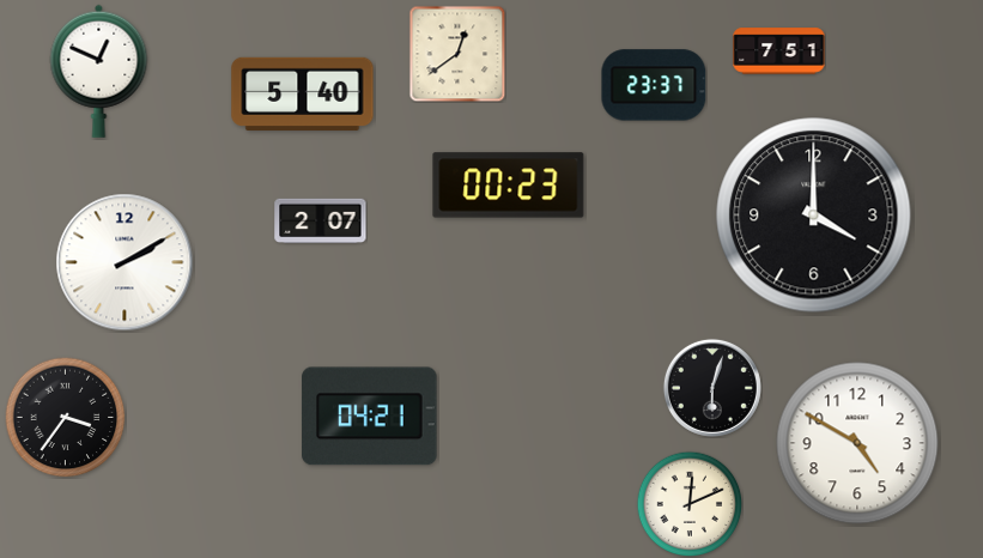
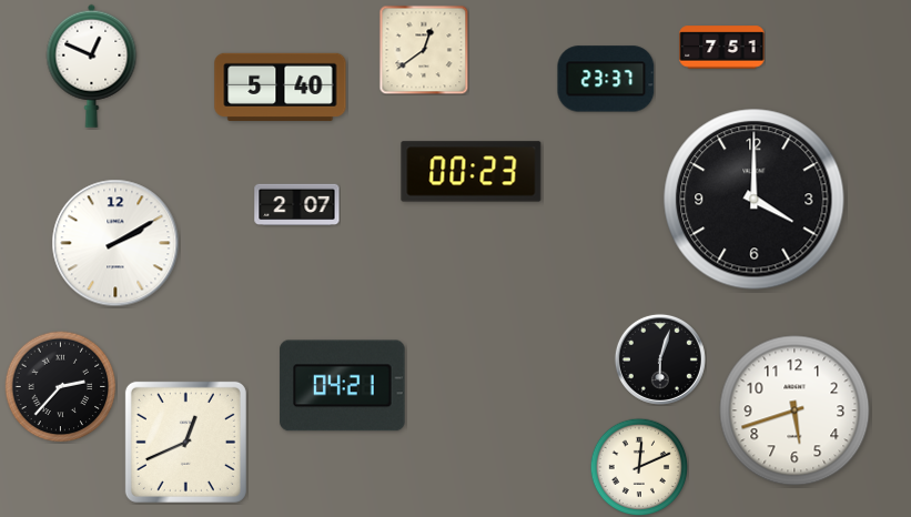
clock at (66, 418): 3:36 -> 2:37
clock at (857, 443): 4:50 -> 5:42
clock at (185, 442): none -> 12:41
